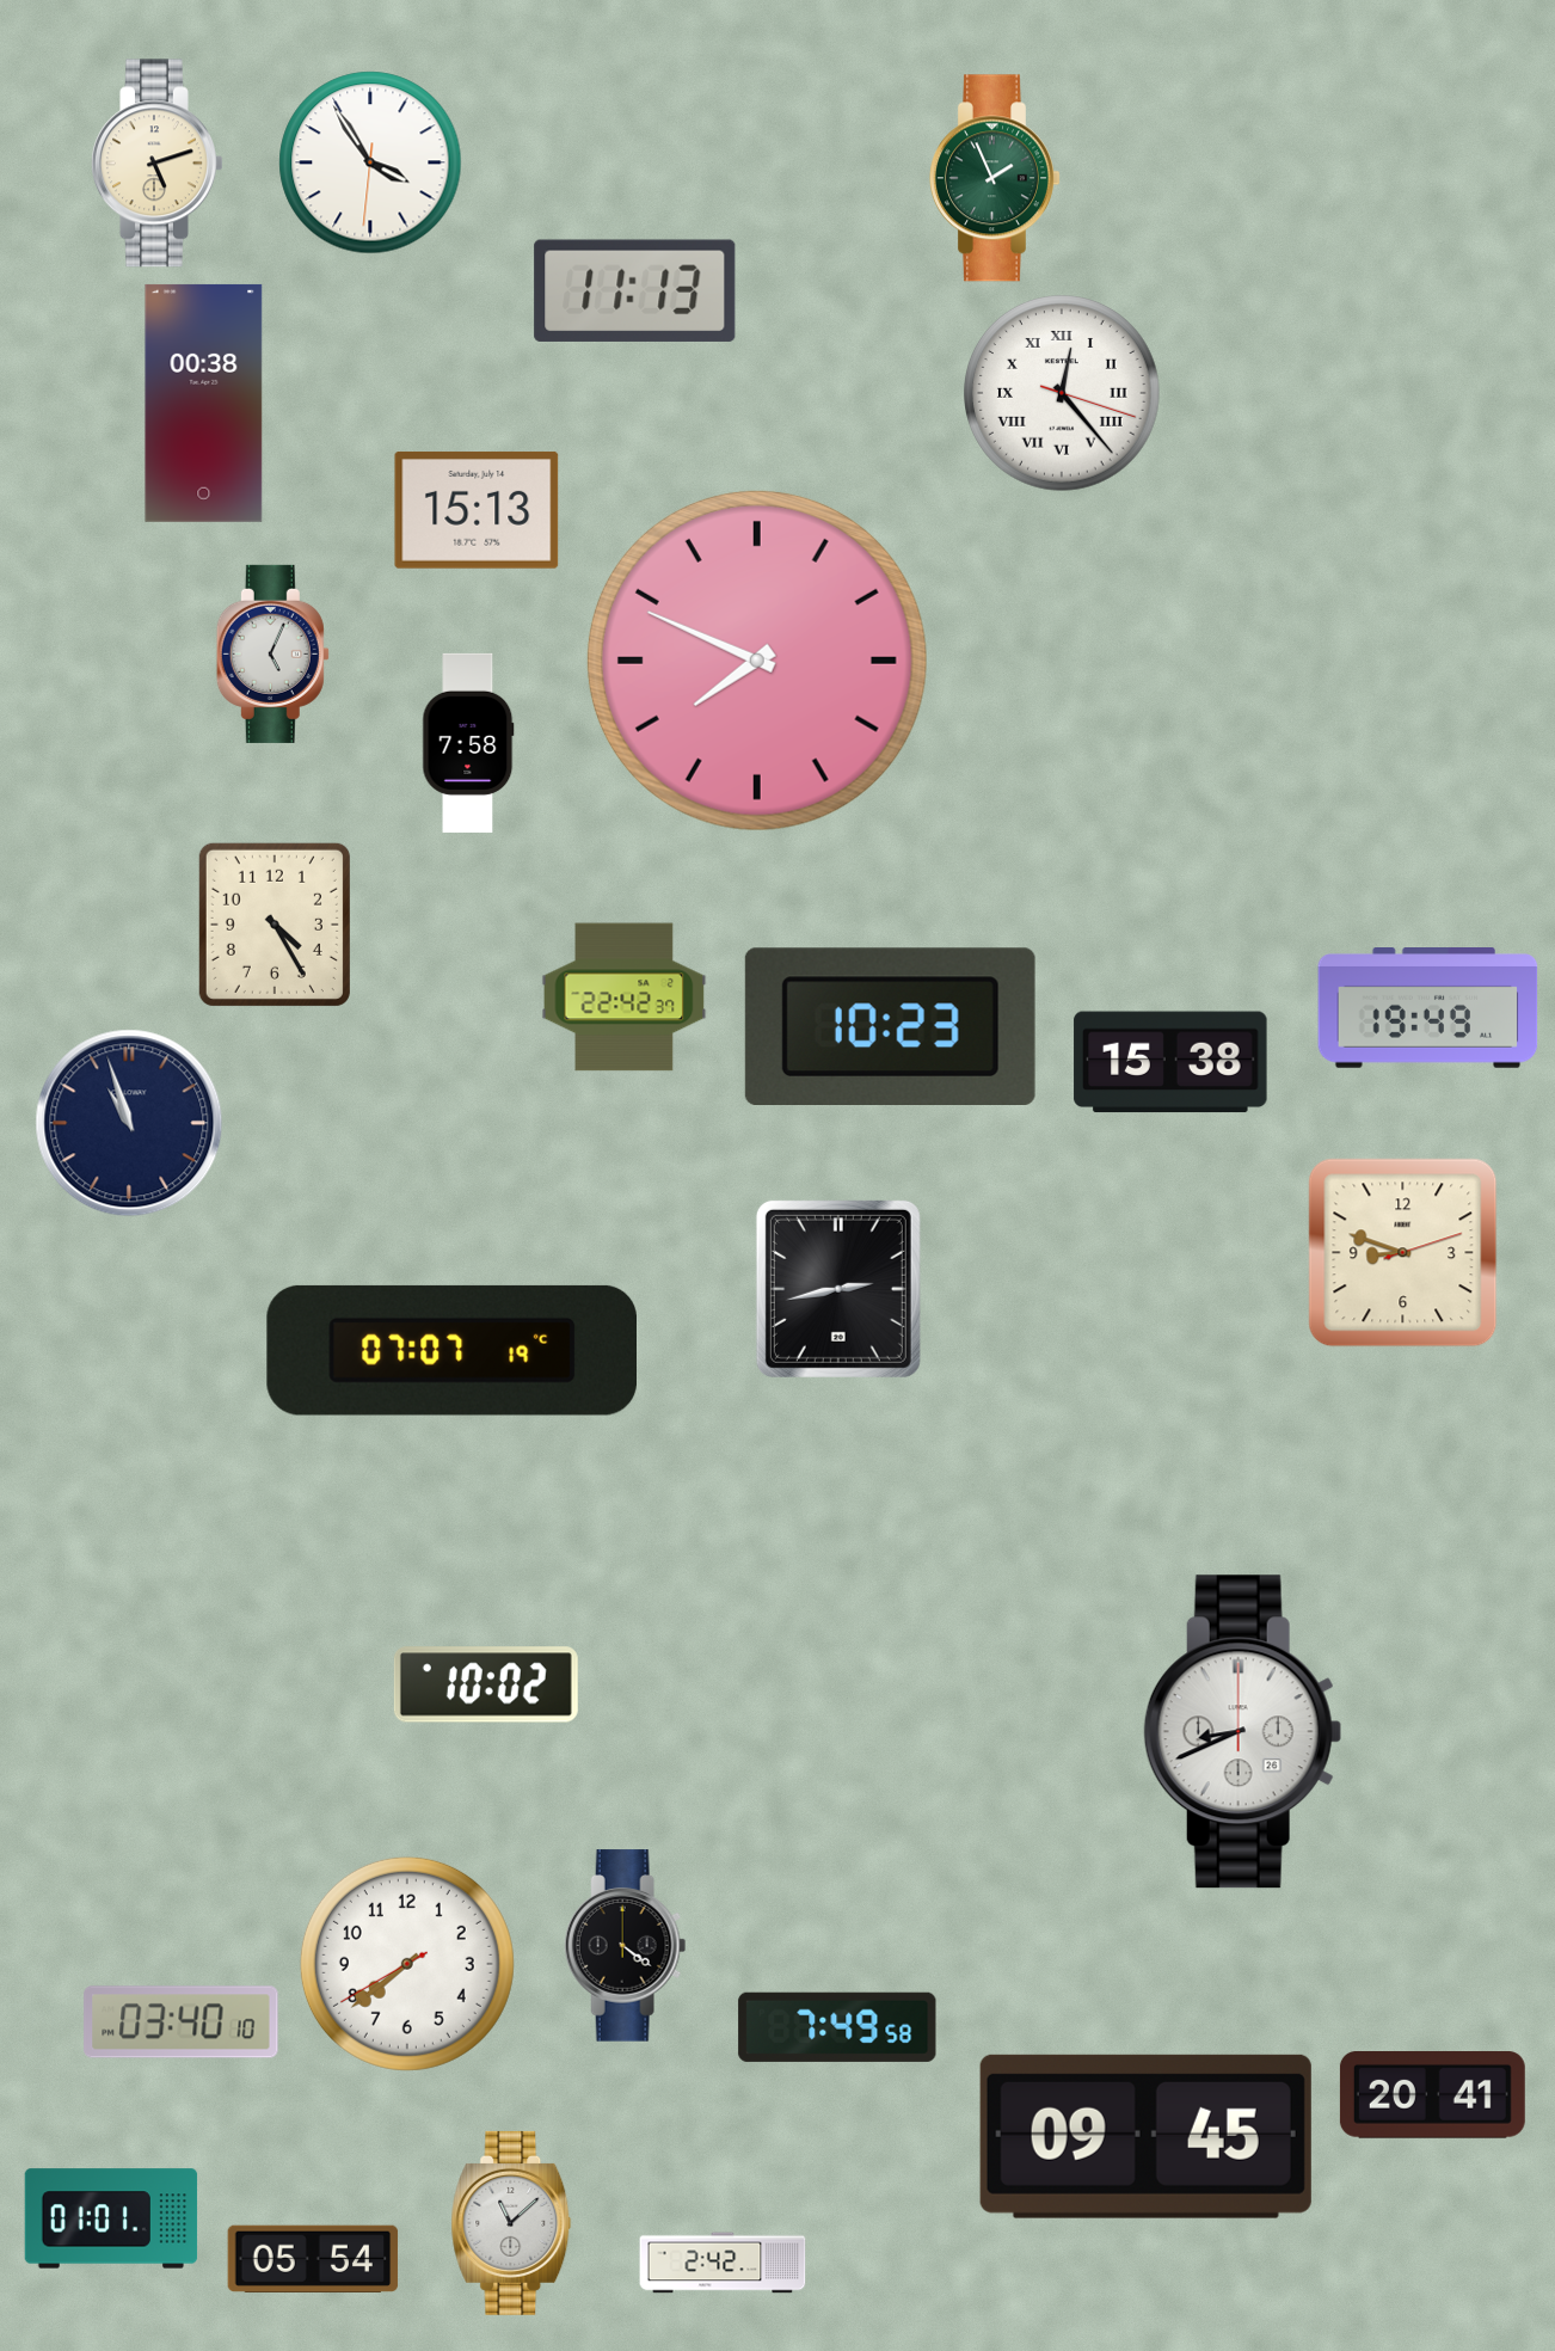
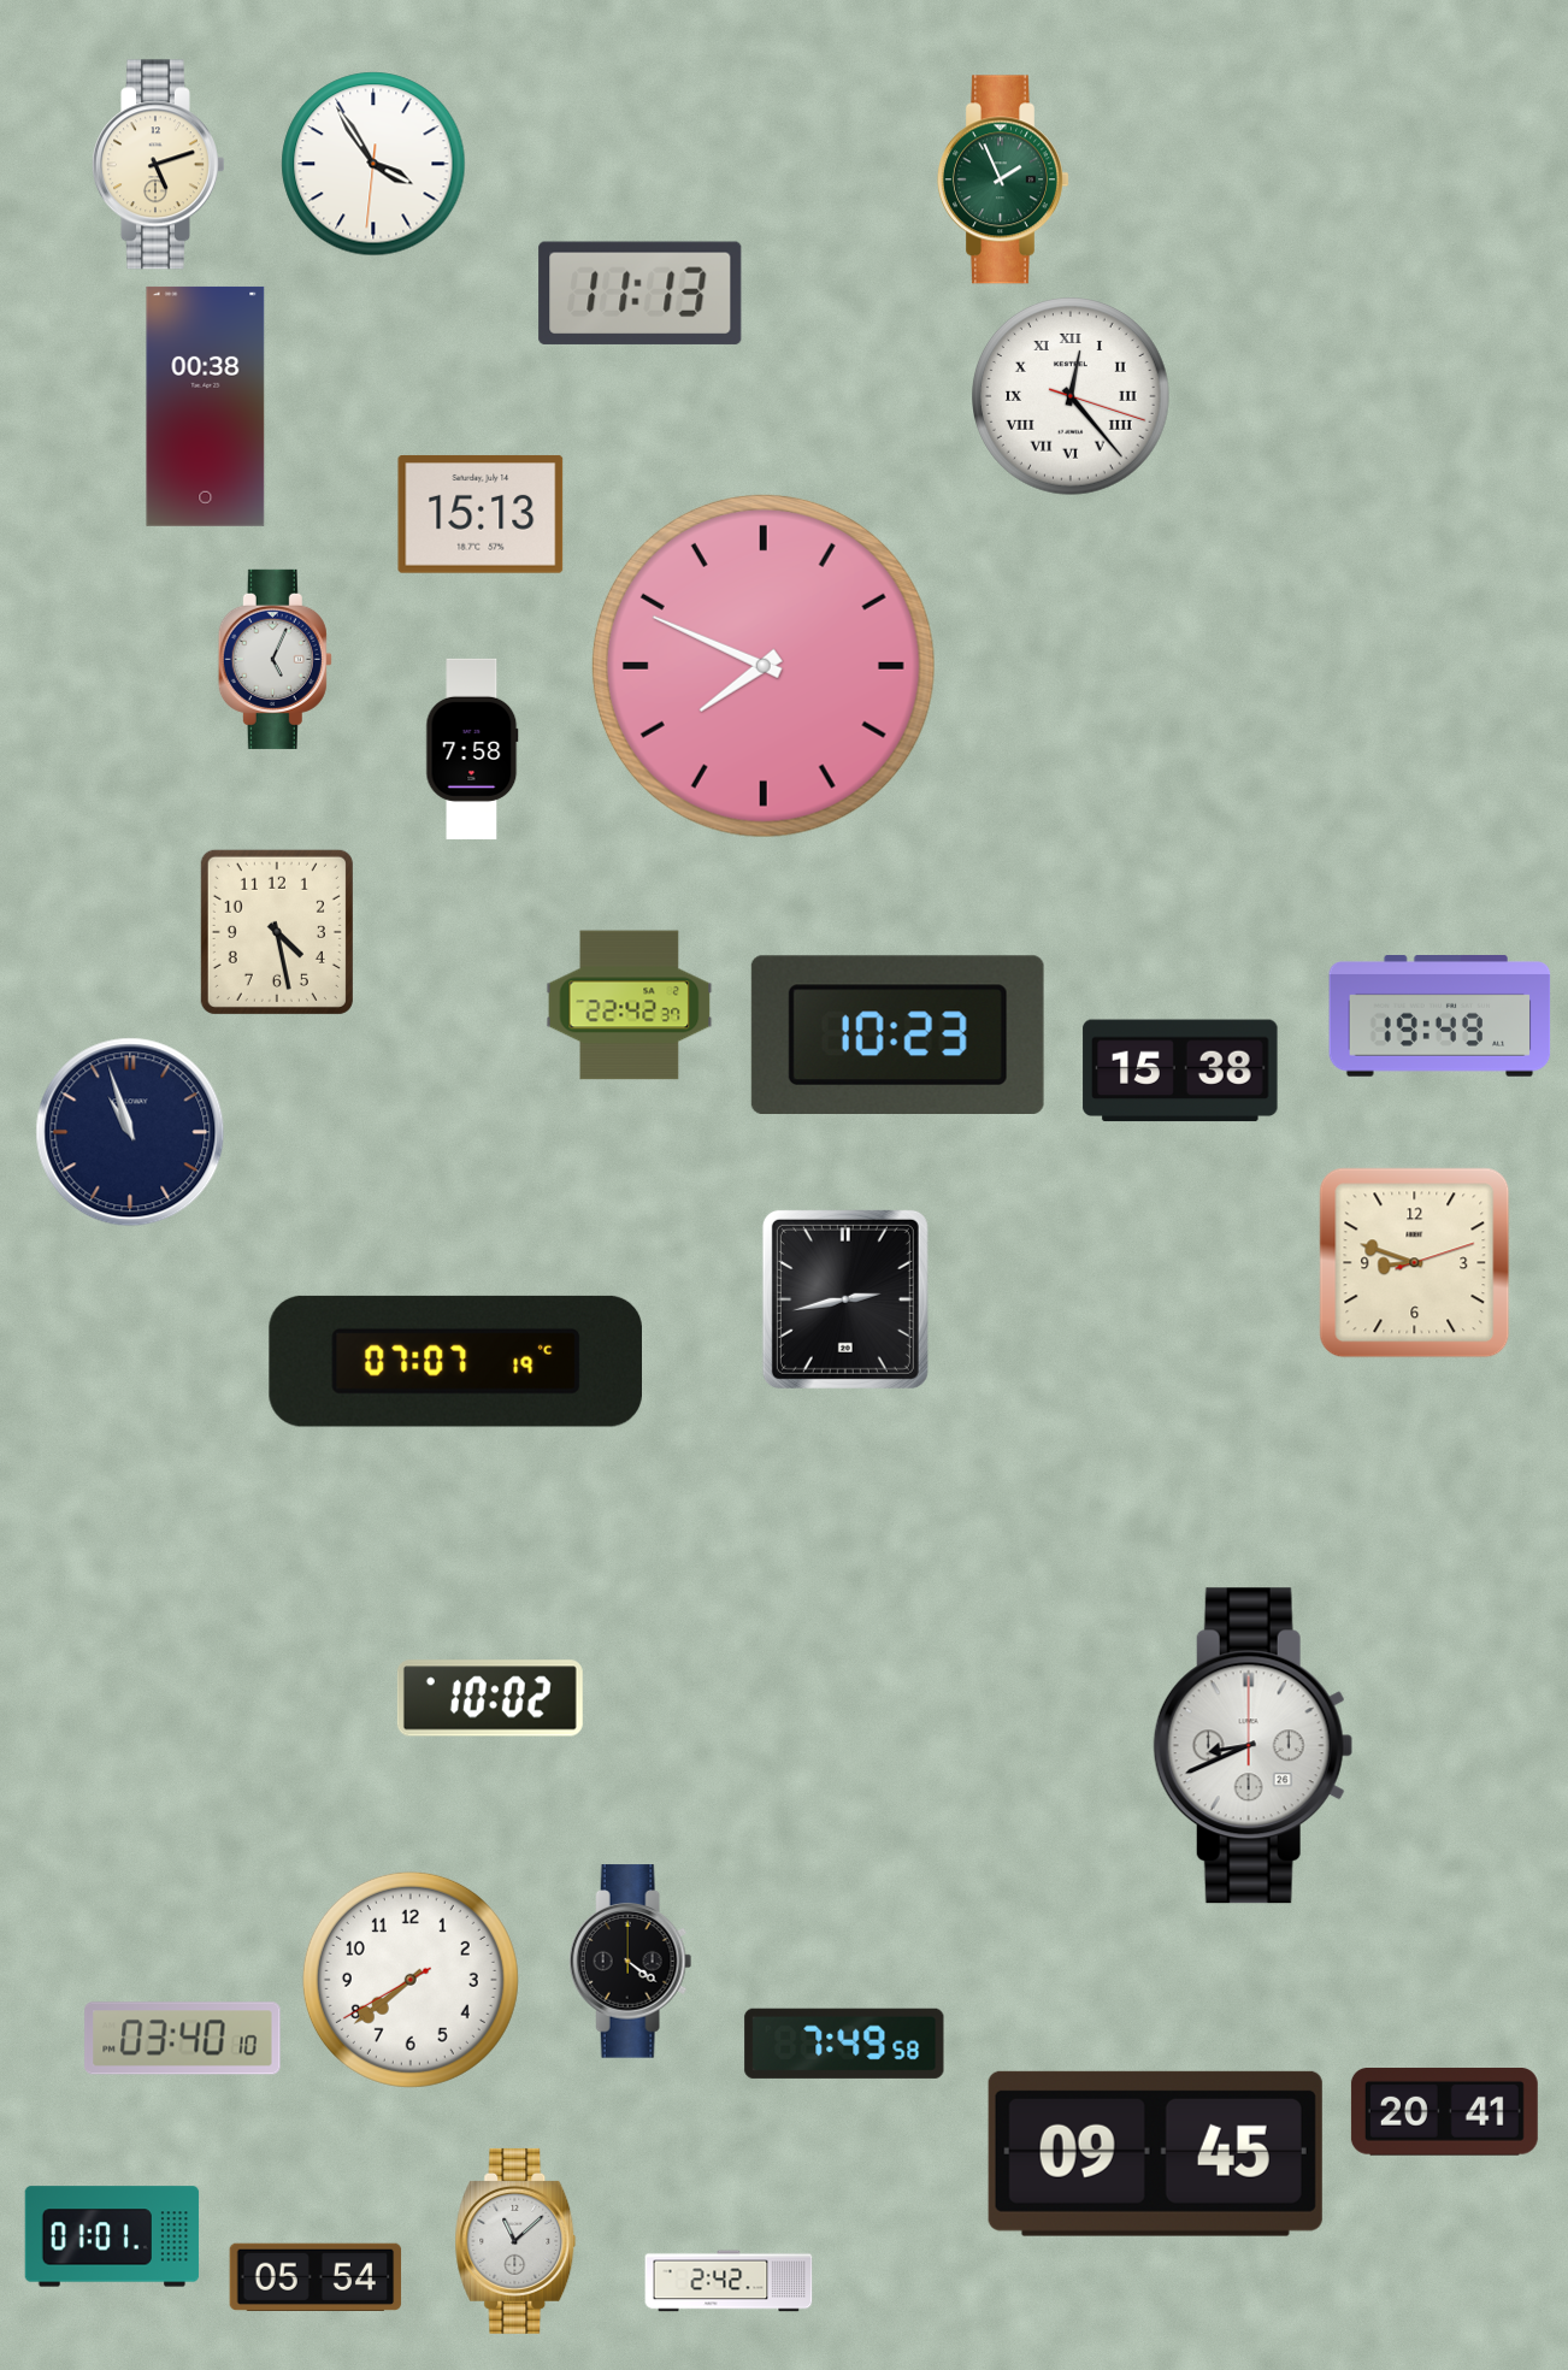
clock at (275, 925): 4:25 -> 4:28
